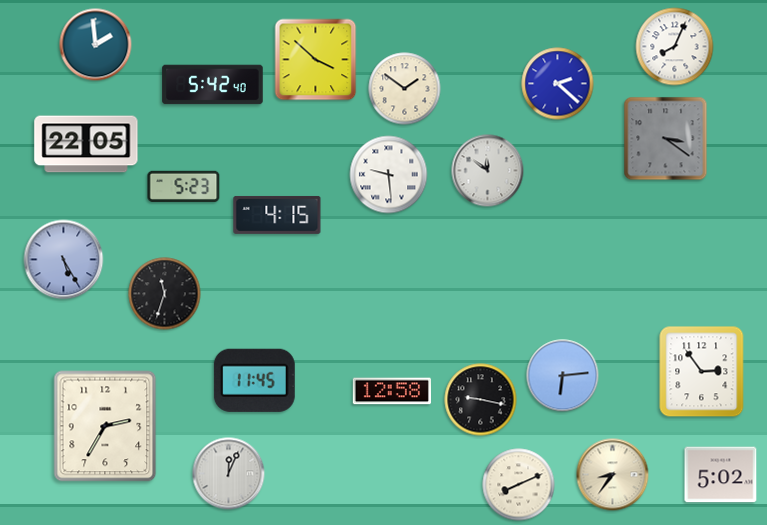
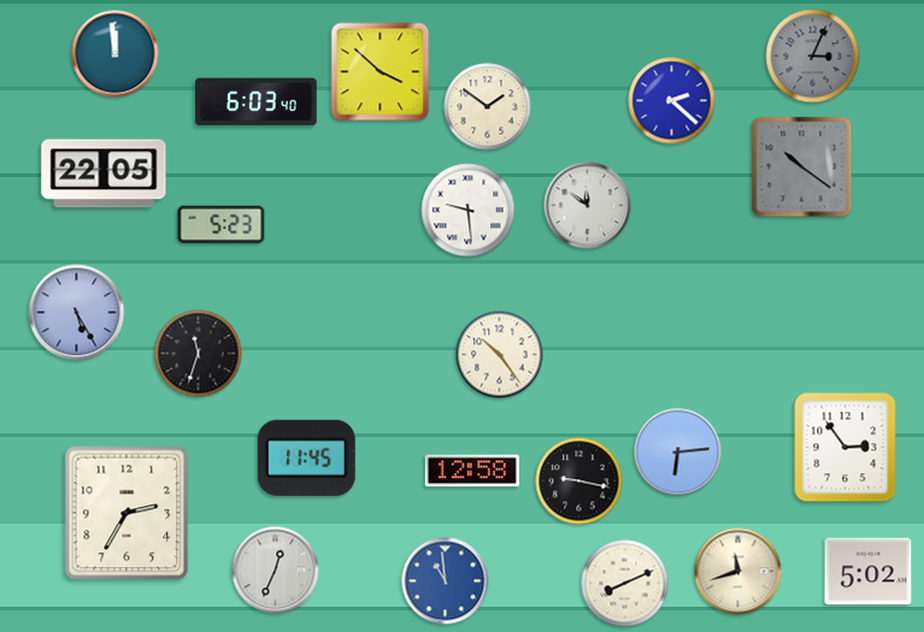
clock at (96, 45): 1:59 -> 11:59
clock at (675, 47): 8:04 -> 3:04
clock at (675, 47) dial: white -> grey
clock at (213, 85): 5:42 -> 6:03
clock at (666, 139): 3:21 -> 10:21
clock at (277, 215): 4:15 -> none
clock at (500, 355): none -> 10:24
clock at (229, 474): 12:04 -> 12:34
clock at (613, 475): 8:36 -> 11:42
clock at (446, 581): none -> 10:59
